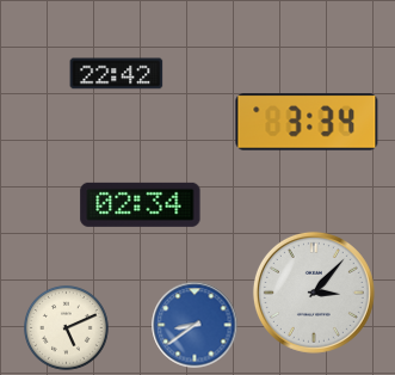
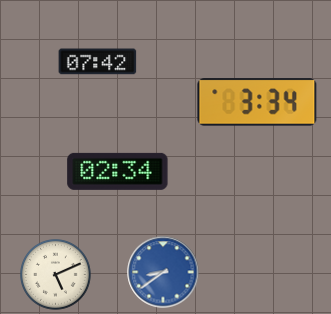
clock at (117, 74): 22:42 -> 07:42
clock at (314, 293): 3:07 -> none
